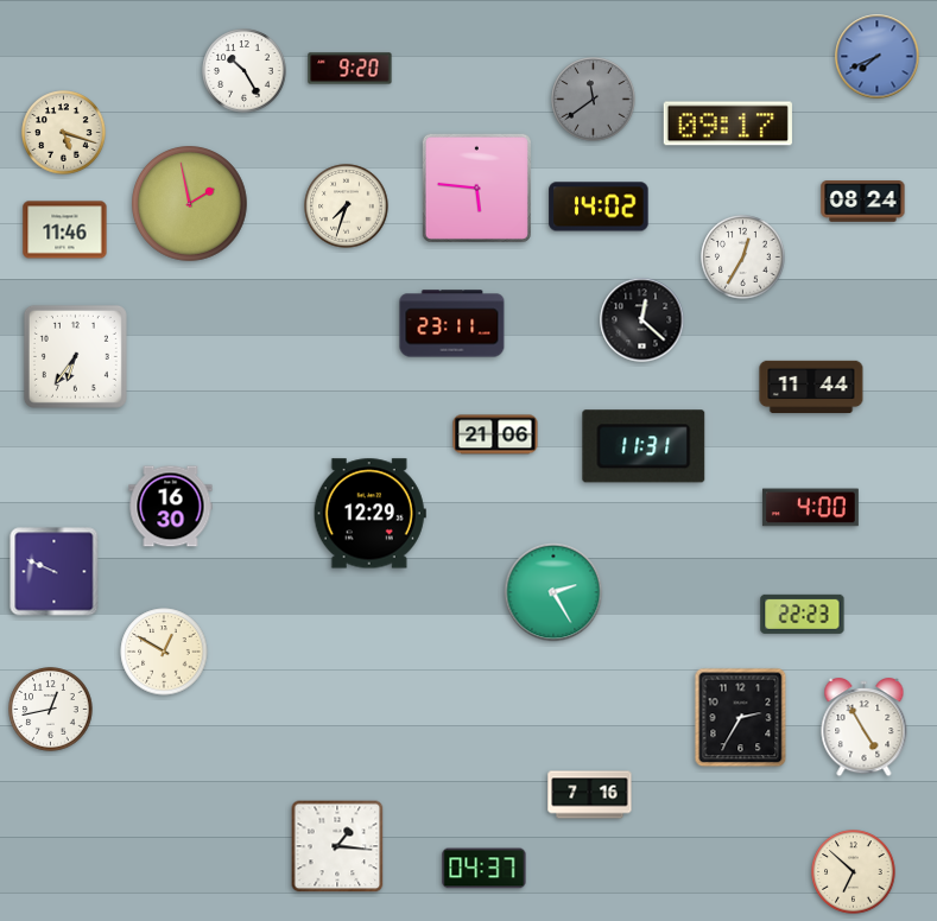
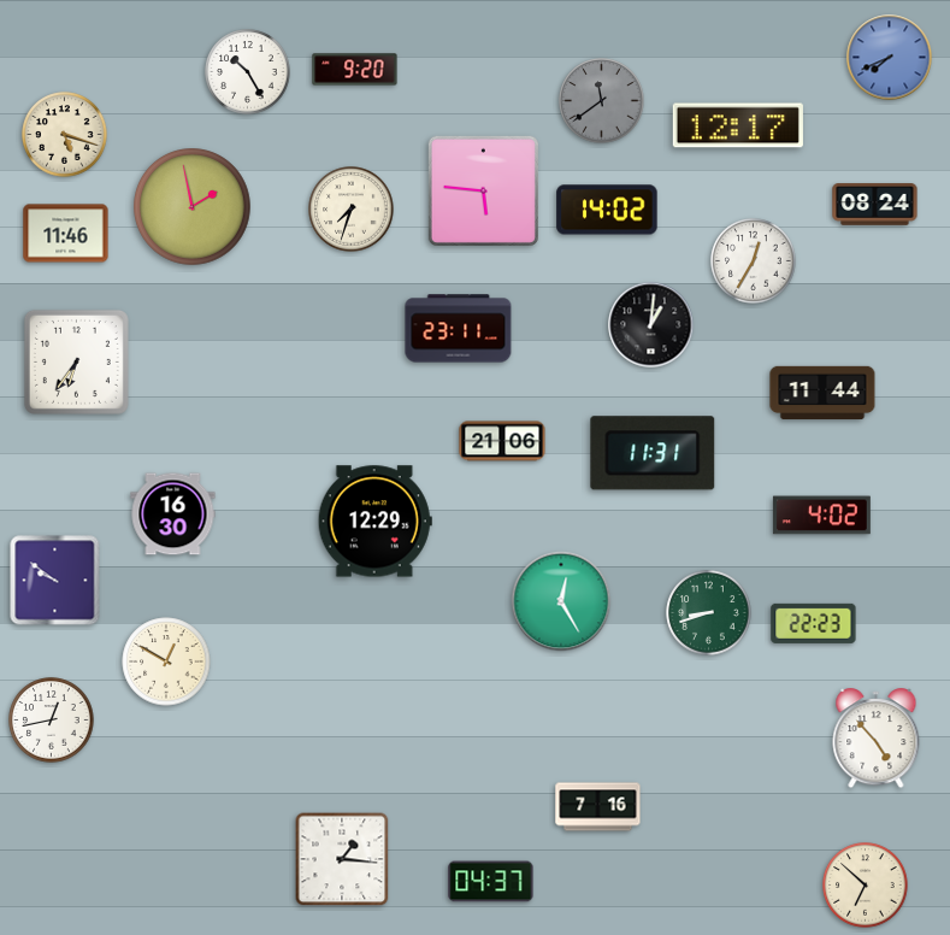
clock at (728, 123): 09:17 -> 12:17
clock at (642, 320): 12:22 -> 1:01
clock at (810, 508): 4:00 -> 4:02
clock at (55, 572): 9:49 -> 9:51
clock at (553, 592): 2:25 -> 12:25
clock at (709, 613): none -> 8:42
clock at (741, 718): 2:35 -> none
clock at (865, 728): 4:55 -> 4:53
